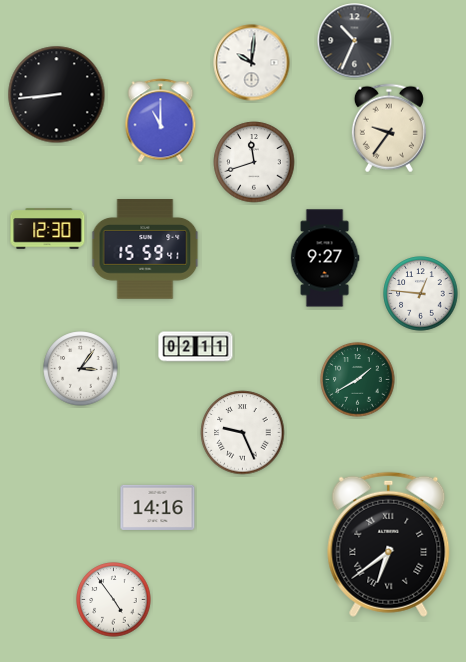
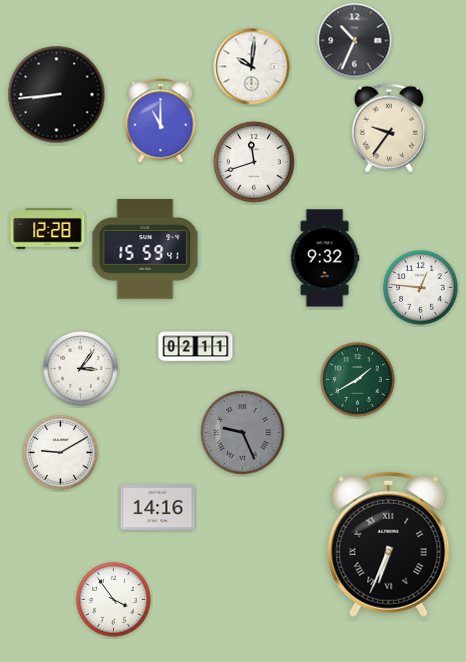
clock at (252, 63) position: (252, 63) -> (252, 67)
clock at (48, 229): 12:30 -> 12:28
clock at (325, 258): 9:27 -> 9:32
clock at (421, 294) position: (421, 294) -> (421, 288)
clock at (243, 433) dial: white -> grey
clock at (61, 453): none -> 9:10
clock at (389, 544): 6:39 -> 6:34
clock at (114, 600): 4:54 -> 3:54
